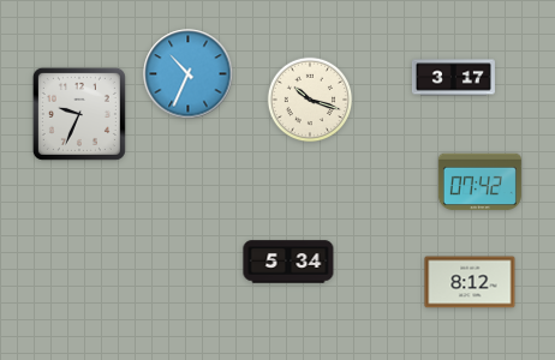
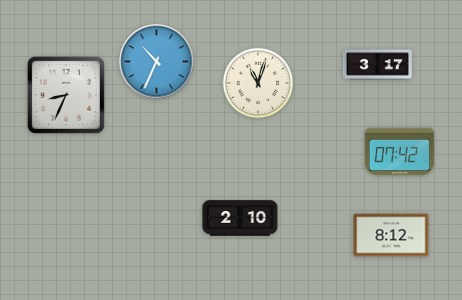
clock at (310, 100): 10:18 -> 11:03
clock at (79, 114): 9:34 -> 8:34
clock at (288, 262): 5:34 -> 2:10
